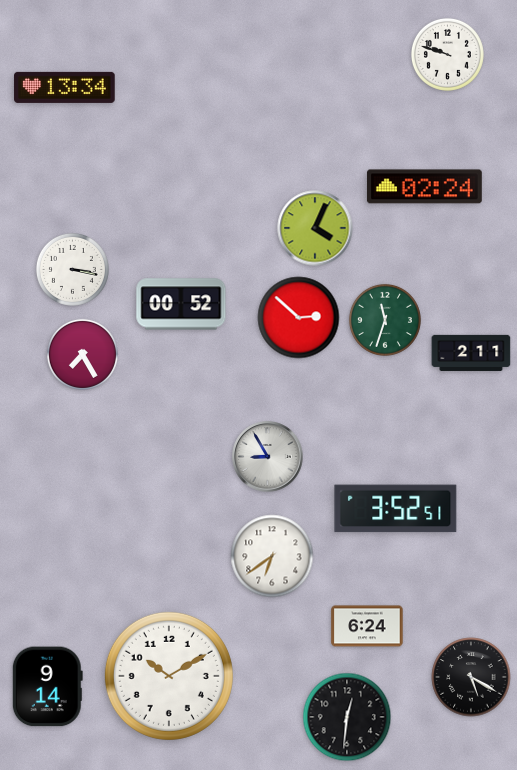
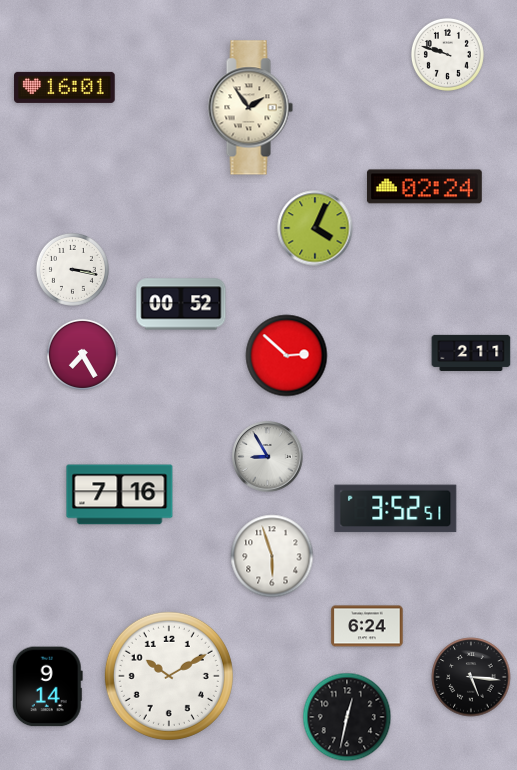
clock at (65, 87): 13:34 -> 16:01
clock at (250, 108): none -> 1:54
clock at (299, 318) position: (299, 318) -> (287, 356)
clock at (385, 320): 11:33 -> none
clock at (120, 495): none -> 7:16
clock at (272, 556): 6:39 -> 5:57
clock at (471, 677): 5:20 -> 5:16
clock at (347, 717): 12:31 -> 12:32
